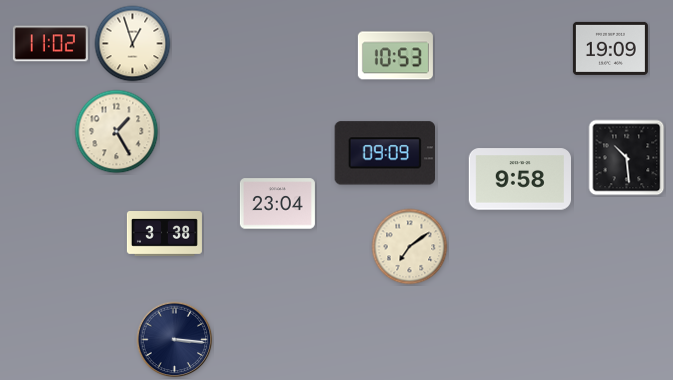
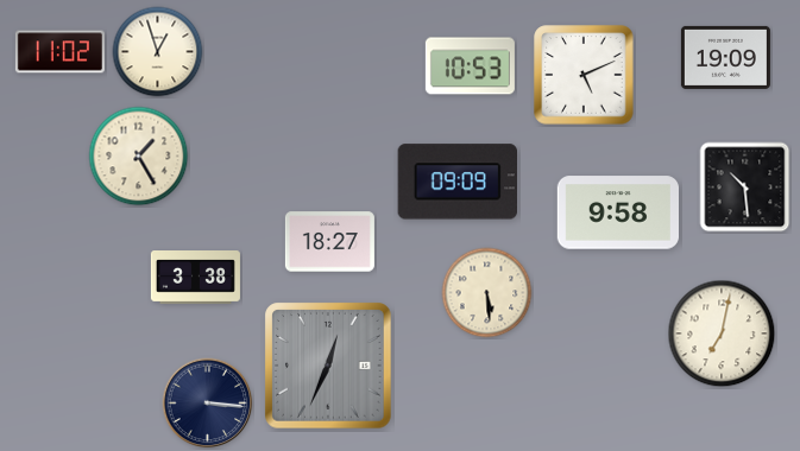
clock at (584, 75): none -> 5:11
clock at (277, 204): 23:04 -> 18:27
clock at (410, 247): 7:09 -> 5:29
clock at (722, 334): none -> 7:02
clock at (328, 366): none -> 12:34
